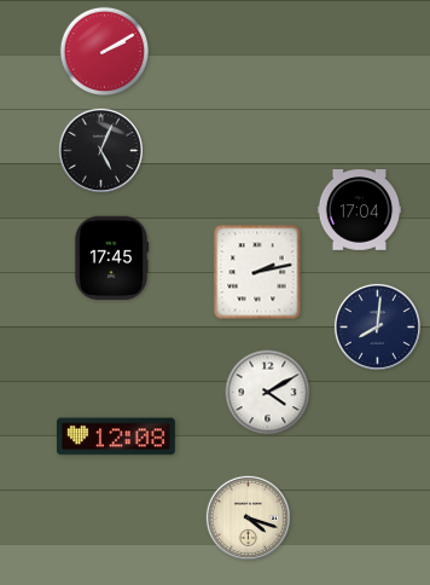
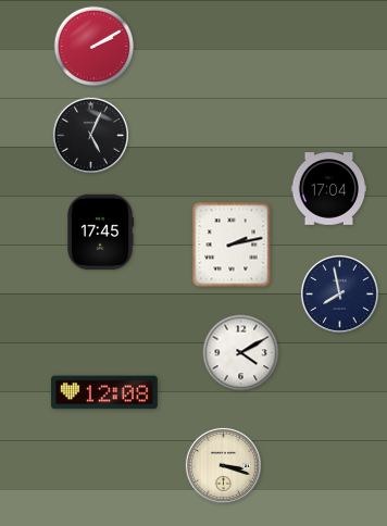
clock at (360, 210) position: (360, 210) -> (329, 189)
clock at (377, 326): 8:01 -> 7:58
clock at (248, 517): 4:18 -> 3:18
